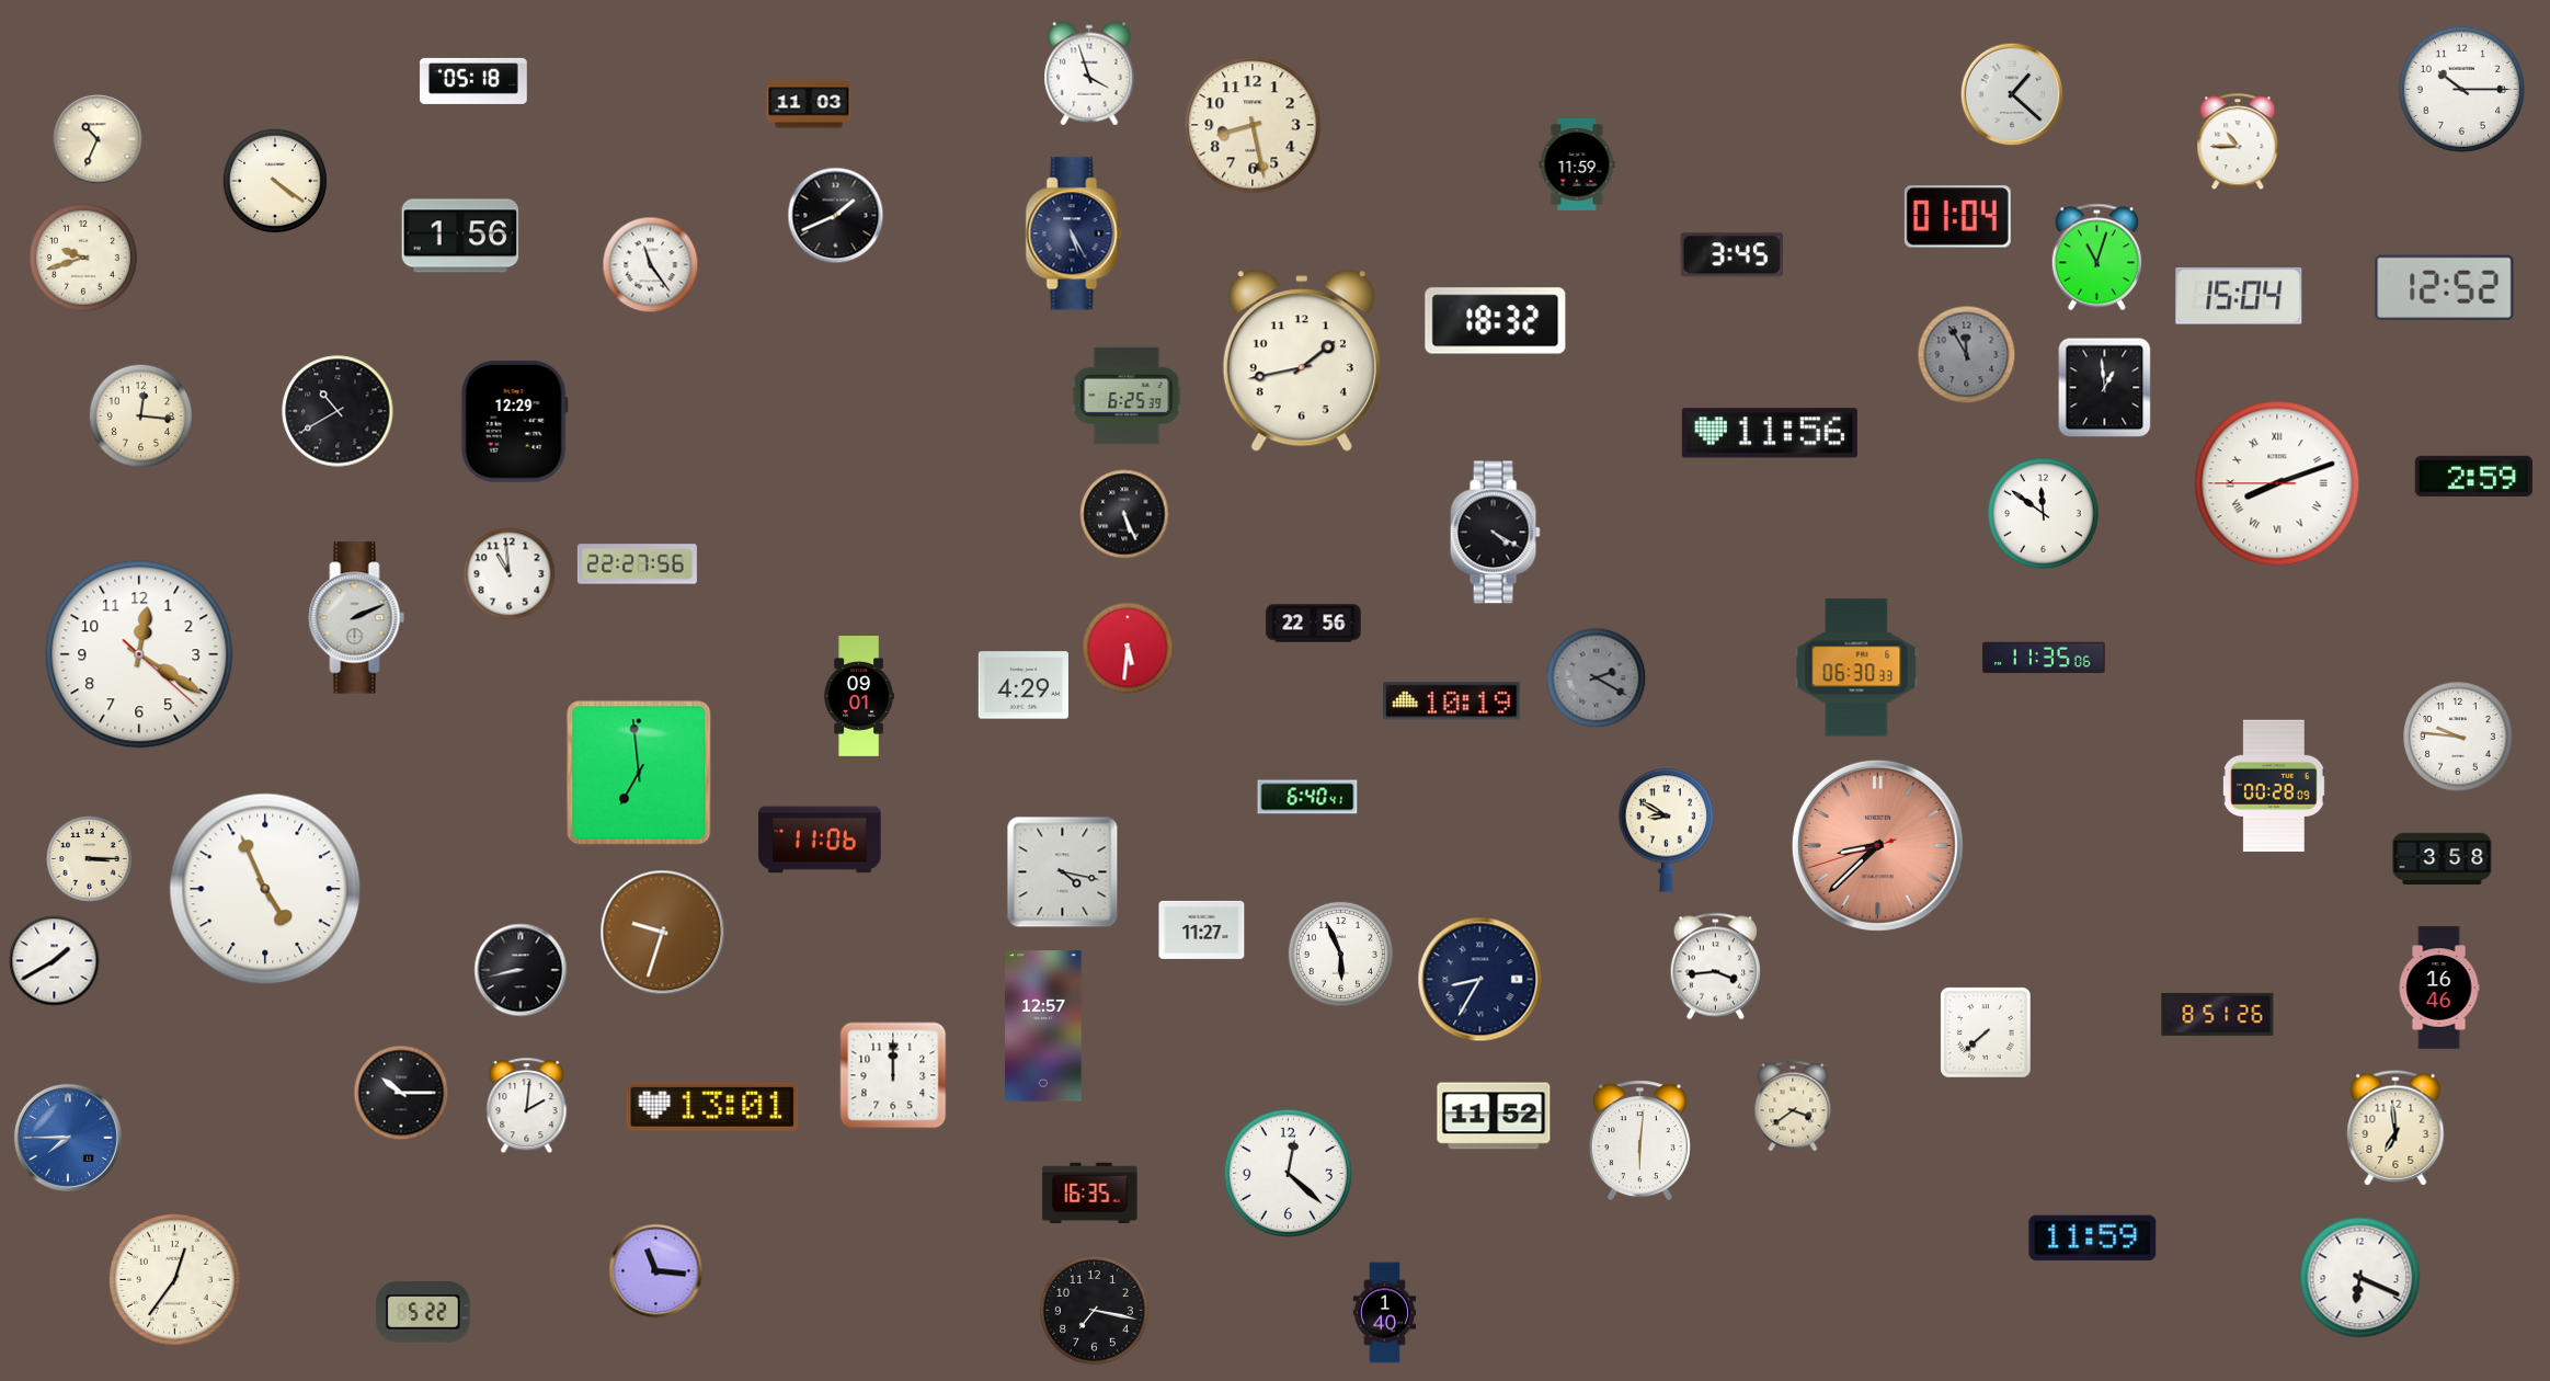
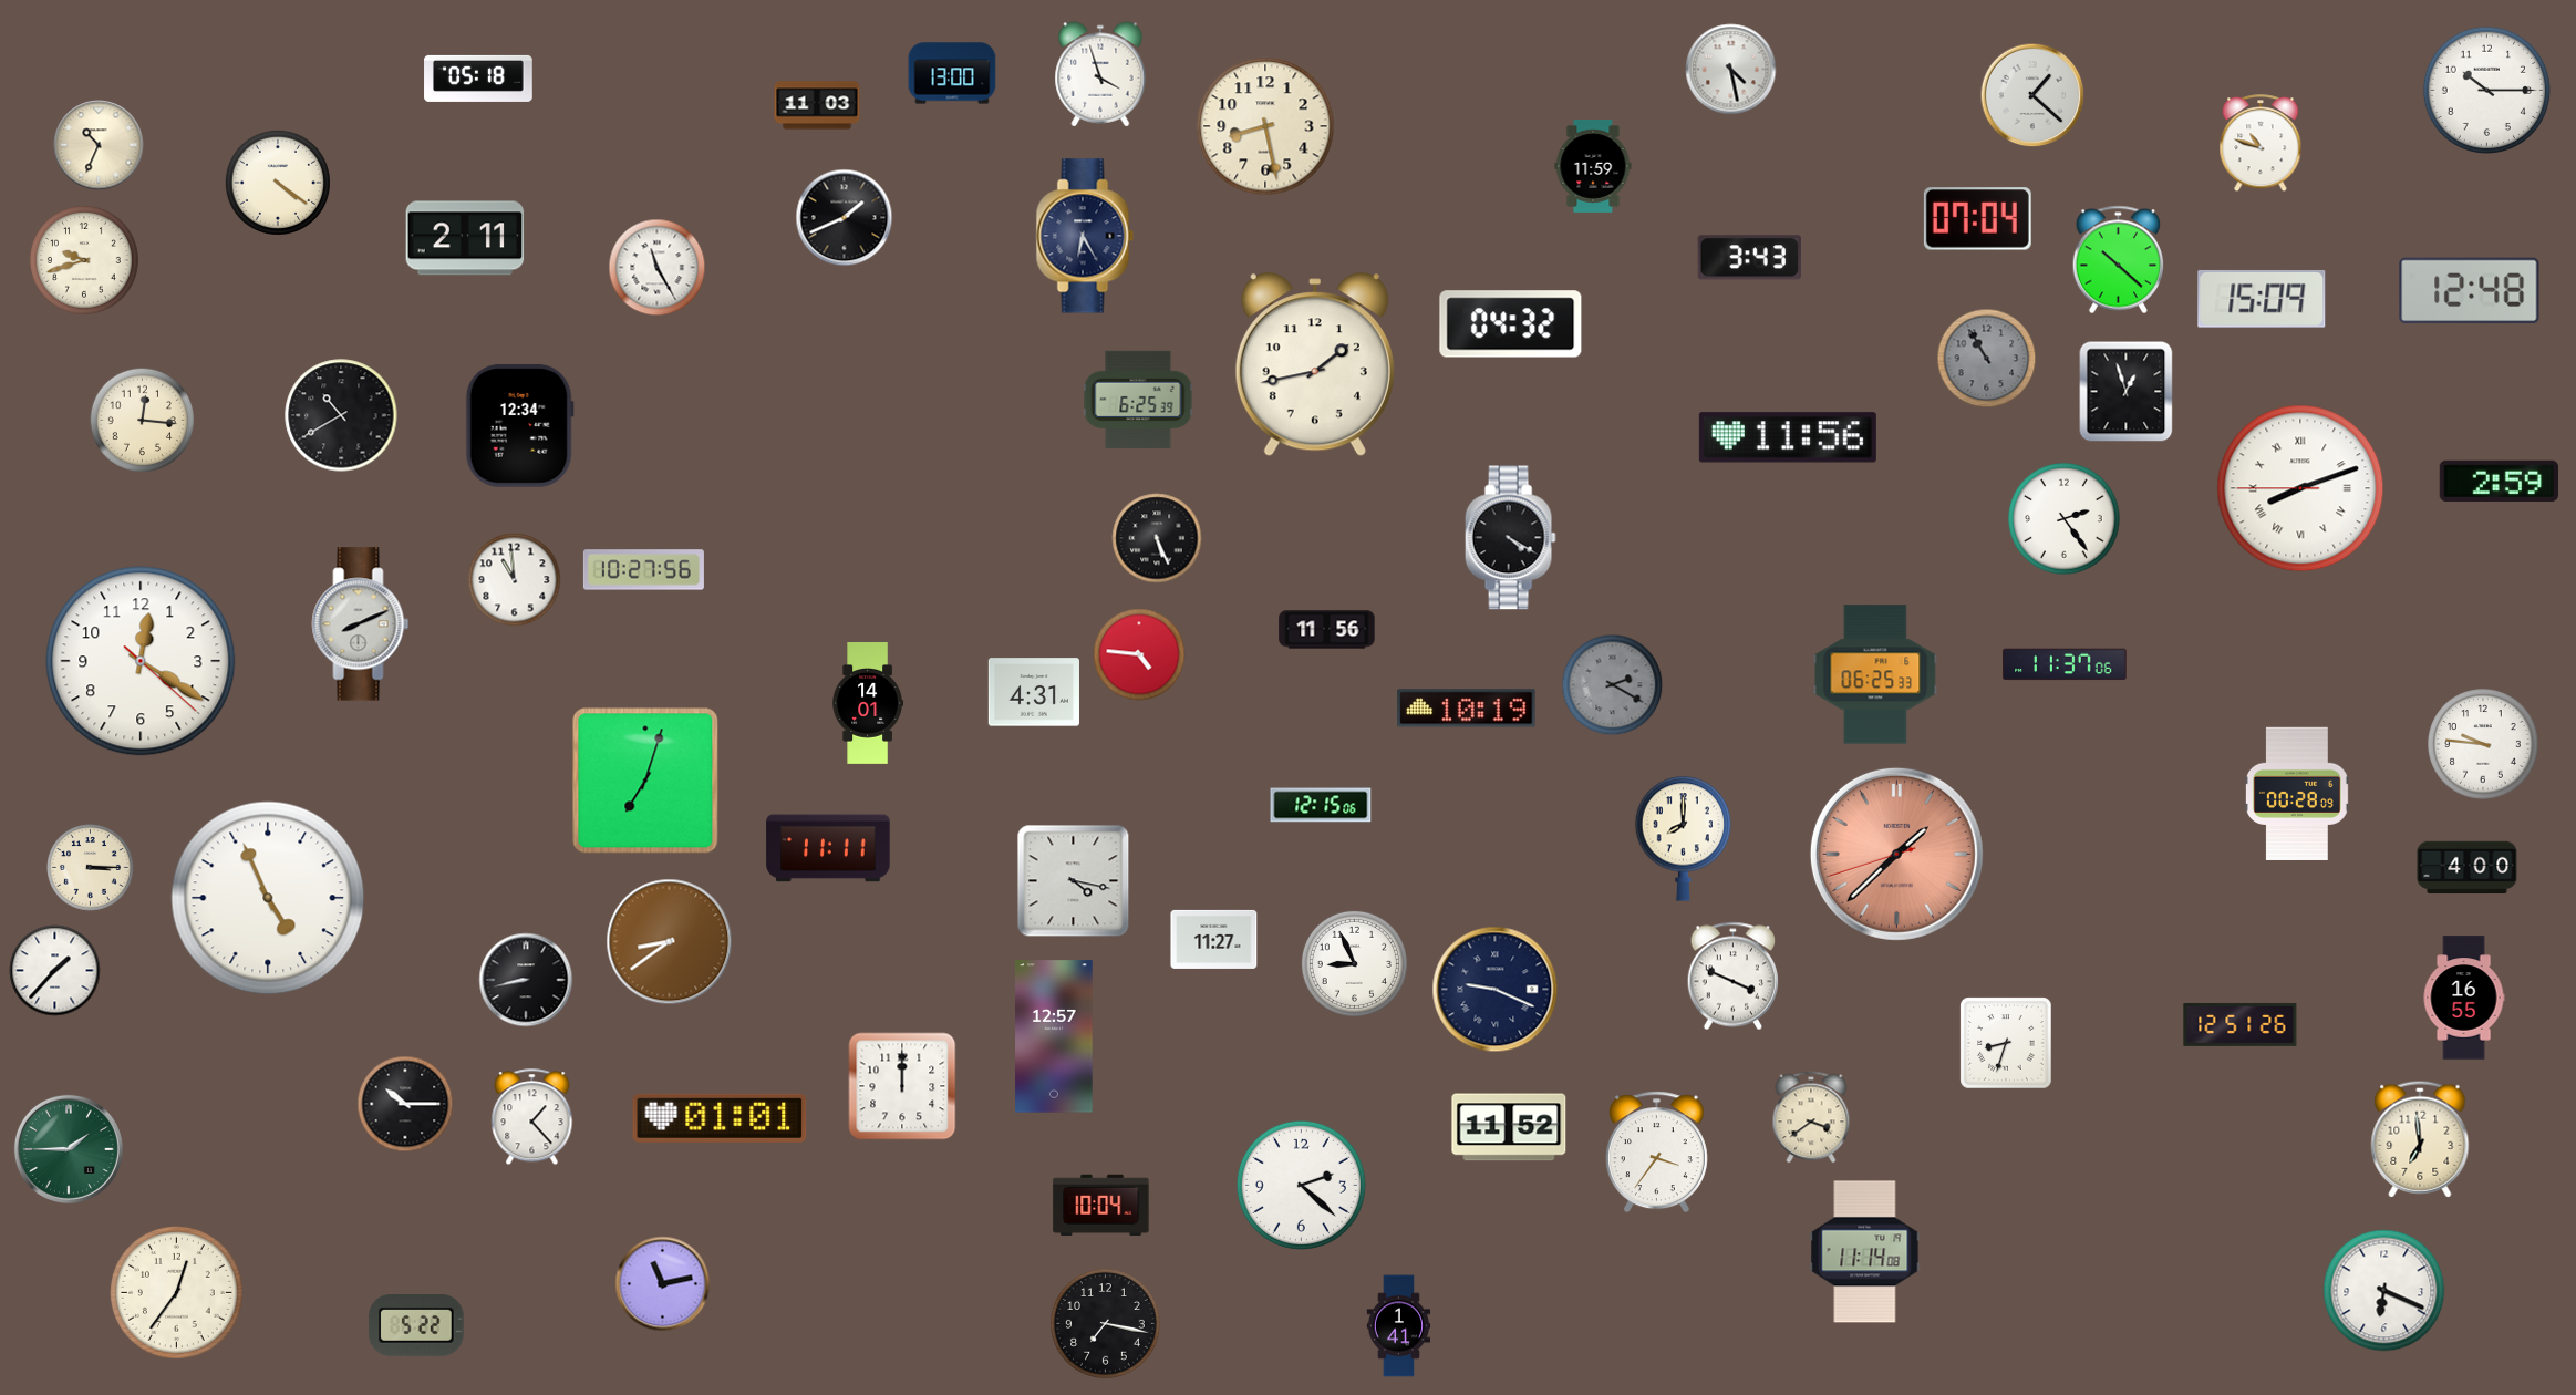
clock at (1731, 70): none -> 4:28
clock at (952, 73): none -> 13:00
clock at (473, 81) position: (473, 81) -> (478, 79)
clock at (98, 139) position: (98, 139) -> (99, 145)
clock at (2238, 142): 10:45 -> 10:48
clock at (1957, 217): 01:04 -> 07:04
clock at (1074, 233): 5:25 -> 6:25
clock at (460, 236): 1:56 -> 2:11
clock at (1733, 255): 3:45 -> 3:43
clock at (2096, 258): 11:03 -> 10:22
clock at (651, 265): 11:24 -> 11:25
clock at (2445, 288): 12:52 -> 12:48
clock at (2239, 296): 15:04 -> 15:09
clock at (1496, 321): 18:32 -> 04:32
clock at (1967, 355): 11:55 -> 10:55
clock at (2105, 388): 12:59 -> 12:57
clock at (514, 422): 12:29 -> 12:34
clock at (1124, 514) position: (1124, 514) -> (1157, 538)
clock at (2044, 514): 11:51 -> 2:24
clock at (637, 564): 22:27 -> 10:27
clock at (357, 618): 2:11 -> 8:11
clock at (1314, 624): 22:56 -> 11:56
clock at (1128, 648): 5:31 -> 4:46
clock at (2044, 658): 11:35 -> 11:37
clock at (1856, 667): 06:30 -> 06:25
clock at (1022, 685): 4:29 -> 4:31
clock at (858, 697): 09:01 -> 14:01
clock at (639, 773): 6:59 -> 7:03
clock at (1307, 797): 6:40 -> 12:15
clock at (1667, 830): 8:50 -> 8:00
clock at (820, 840): 11:06 -> 11:11
clock at (1877, 845): 8:37 -> 1:37
clock at (2443, 859): 3:58 -> 4:00
clock at (663, 933): 9:33 -> 8:39
clock at (1340, 954): 5:56 -> 8:56
clock at (55, 961): 1:40 -> 1:37
clock at (1715, 967): 3:44 -> 3:49
clock at (1480, 980): 8:35 -> 9:19
clock at (2439, 988): 16:46 -> 16:55
clock at (2218, 1014): 8:51 -> 12:51
clock at (1986, 1032): 7:38 -> 8:33
clock at (527, 1106): 2:01 -> 1:23
clock at (712, 1107): 13:01 -> 01:01
clock at (68, 1138): 7:45 -> 1:45
clock at (68, 1138) dial: blue -> green
clock at (1639, 1141): 6:01 -> 3:36
clock at (1288, 1173): 12:22 -> 2:22
clock at (1090, 1192): 16:35 -> 10:04
clock at (2093, 1237): 11:59 -> none
clock at (1865, 1252): none -> 11:14
clock at (656, 1271): 11:16 -> 11:13
clock at (423, 1313) position: (423, 1313) -> (416, 1326)
clock at (1385, 1313): 1:40 -> 1:41
